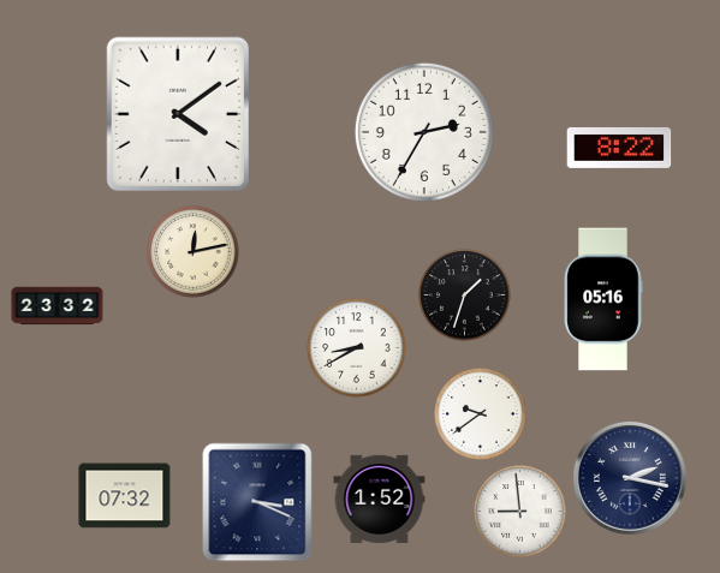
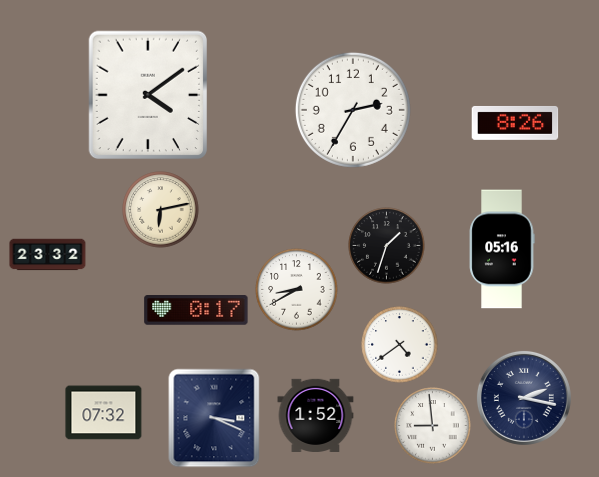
clock at (619, 148): 8:22 -> 8:26
clock at (194, 252): 12:13 -> 6:13
clock at (196, 311): none -> 0:17
clock at (481, 414): 9:39 -> 4:39
